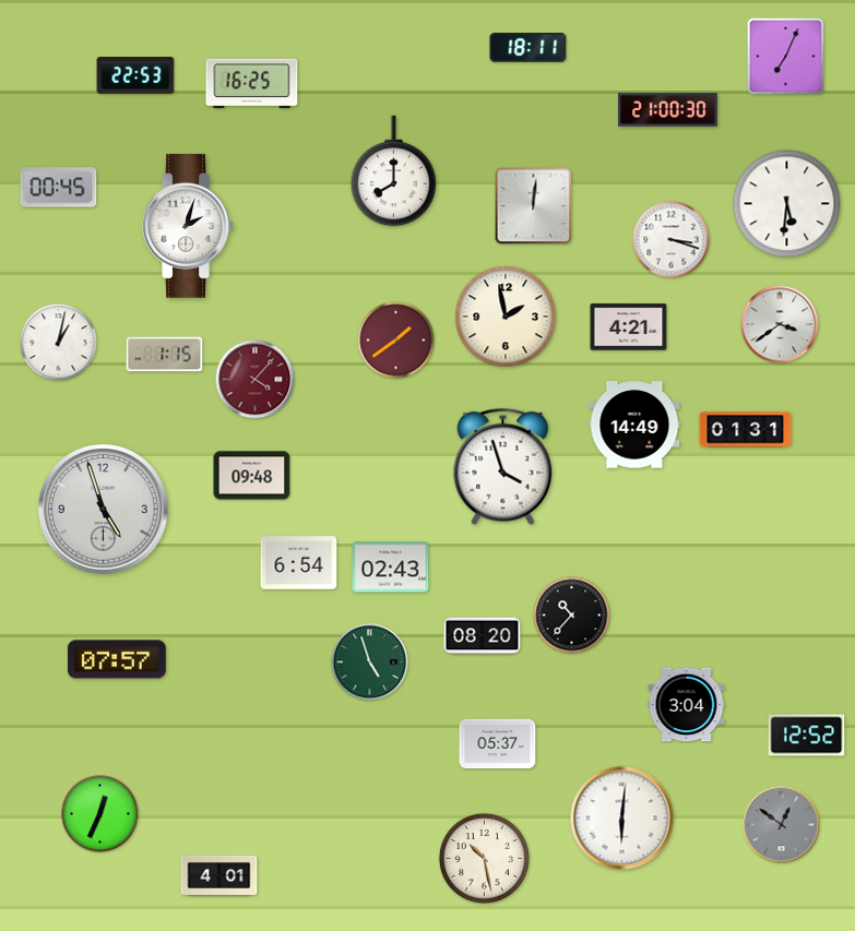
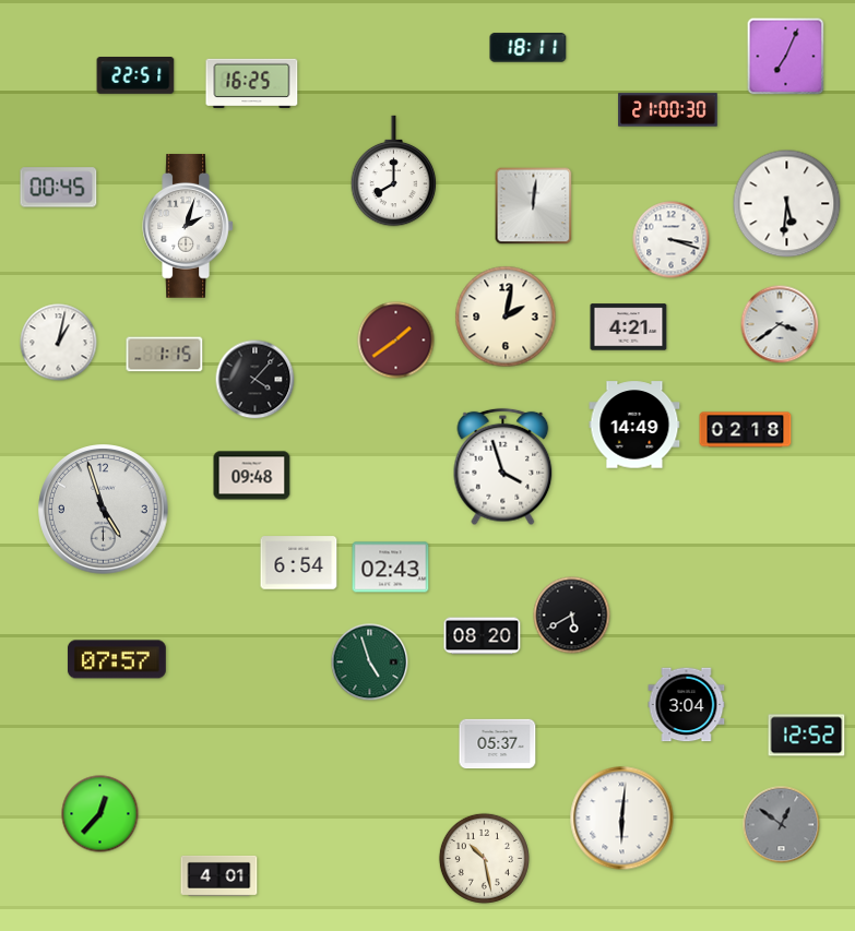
clock at (135, 76): 22:53 -> 22:51
clock at (506, 317): 1:58 -> 2:02
clock at (256, 380) dial: burgundy -> black
clock at (746, 430): 01:31 -> 02:18
clock at (572, 616): 10:37 -> 5:40
clock at (100, 814): 12:34 -> 12:37
